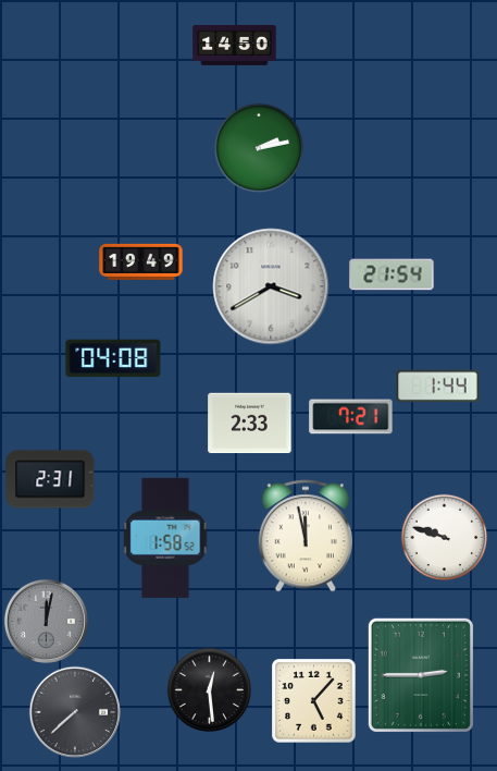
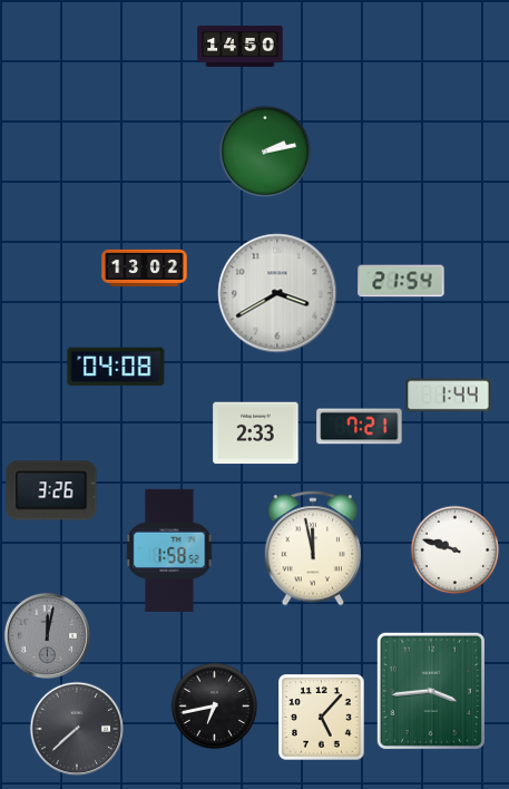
clock at (141, 261): 19:49 -> 13:02
clock at (50, 479): 2:31 -> 3:26
clock at (421, 675): 2:45 -> 3:44
clock at (209, 689): 12:29 -> 6:43
